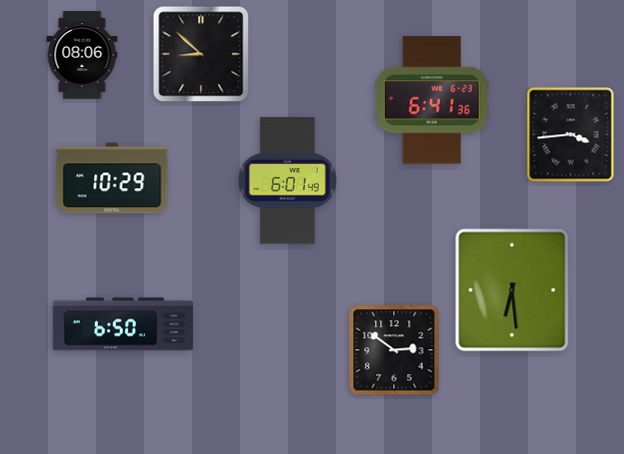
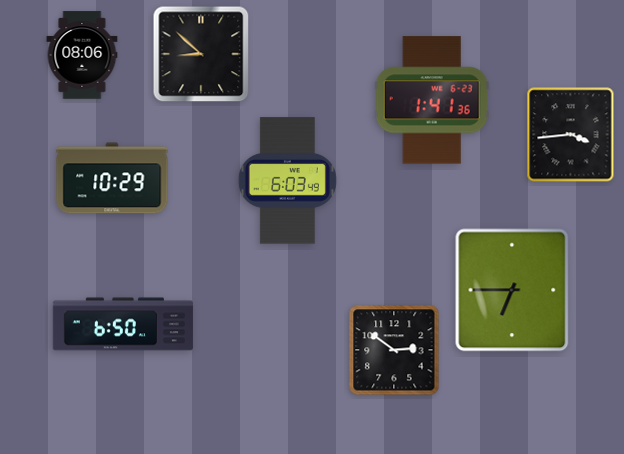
clock at (432, 100): 6:41 -> 1:41
clock at (287, 181): 6:01 -> 6:03
clock at (512, 290): 6:29 -> 6:45
